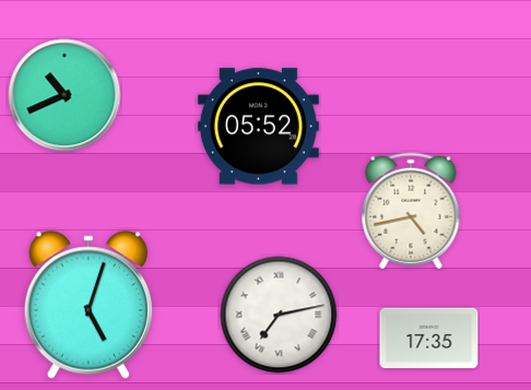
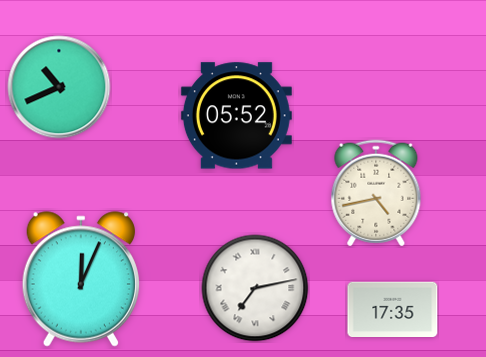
clock at (87, 305): 5:03 -> 12:04
